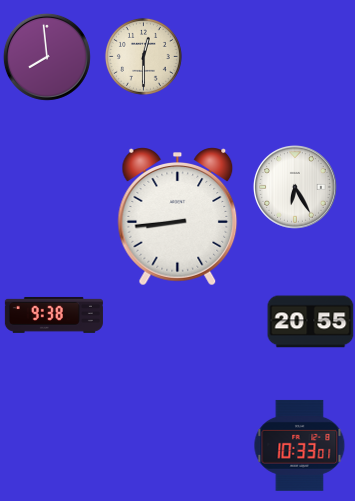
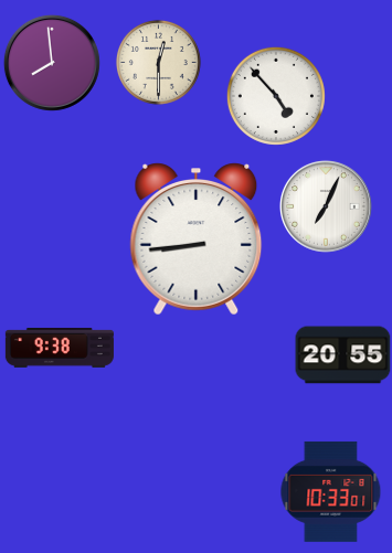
clock at (276, 96): none -> 4:53
clock at (295, 187): 6:25 -> 7:04
